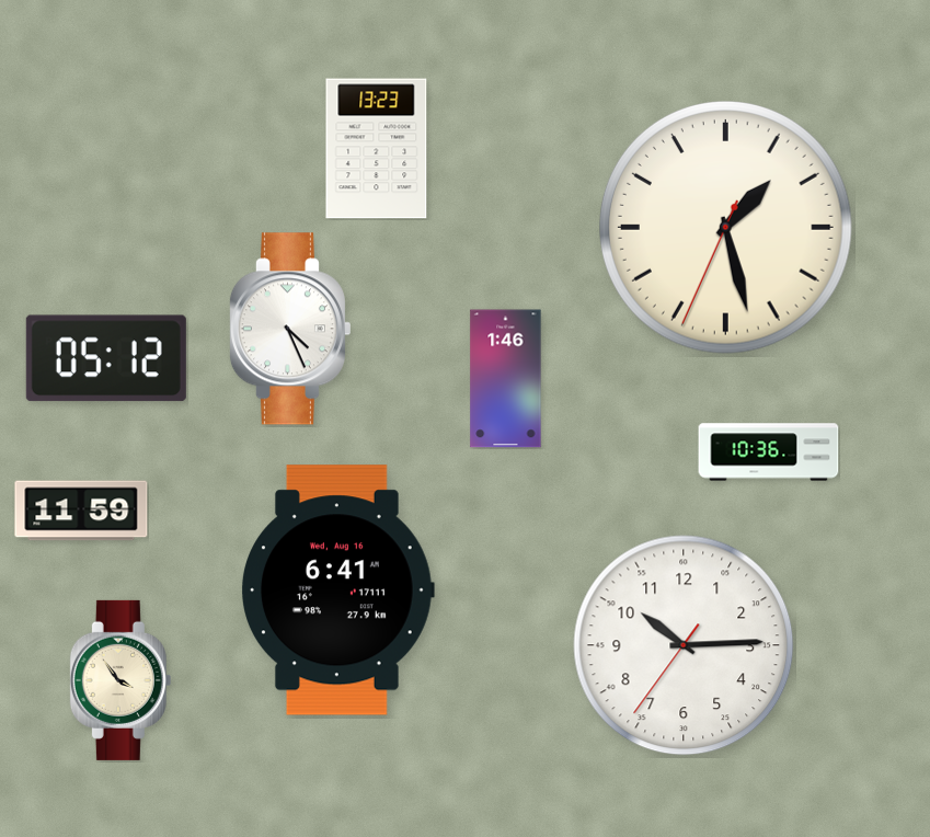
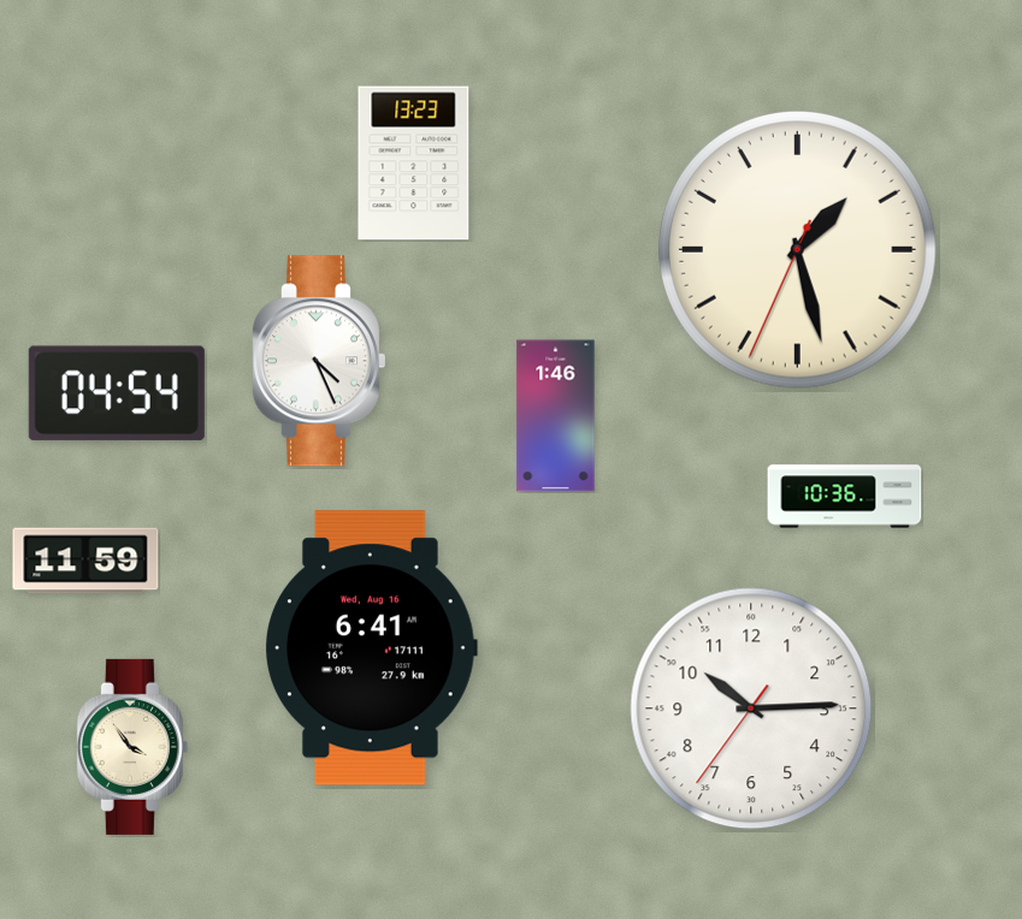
clock at (106, 358): 05:12 -> 04:54
clock at (81, 511) position: (81, 511) -> (85, 561)
